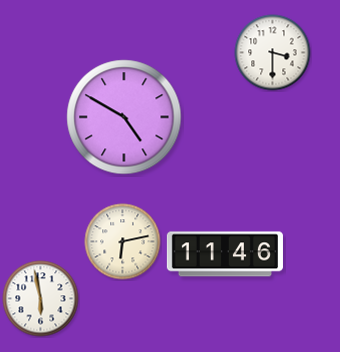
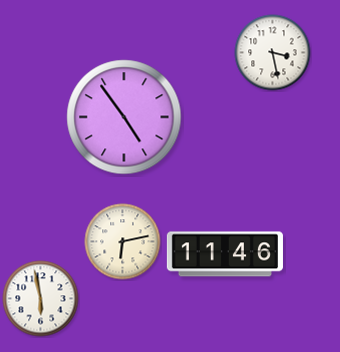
clock at (273, 53): 3:30 -> 3:28
clock at (124, 117): 4:50 -> 4:54
